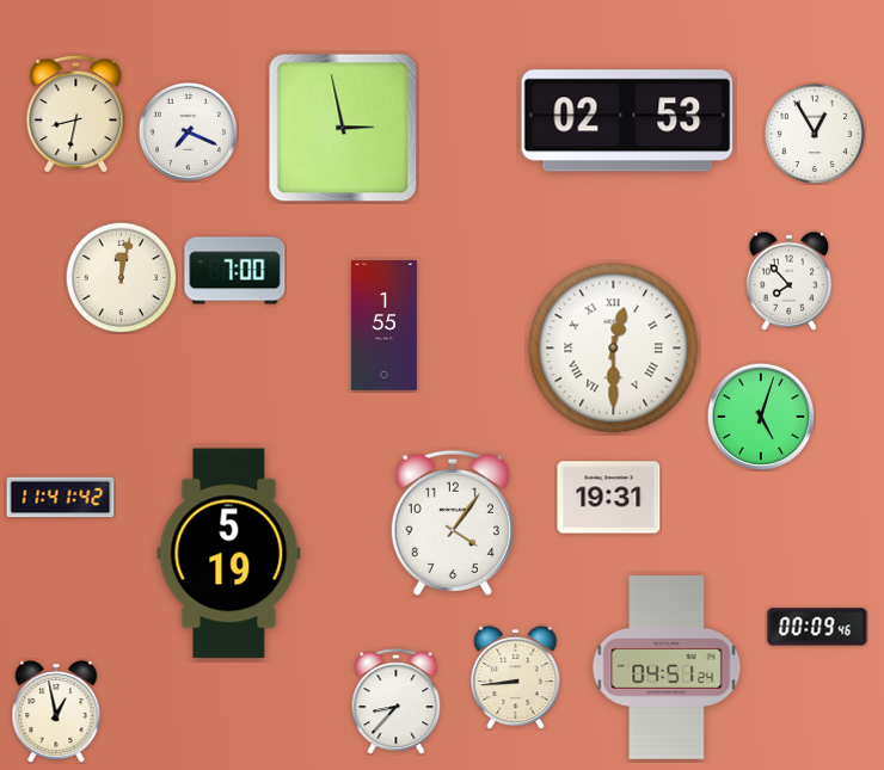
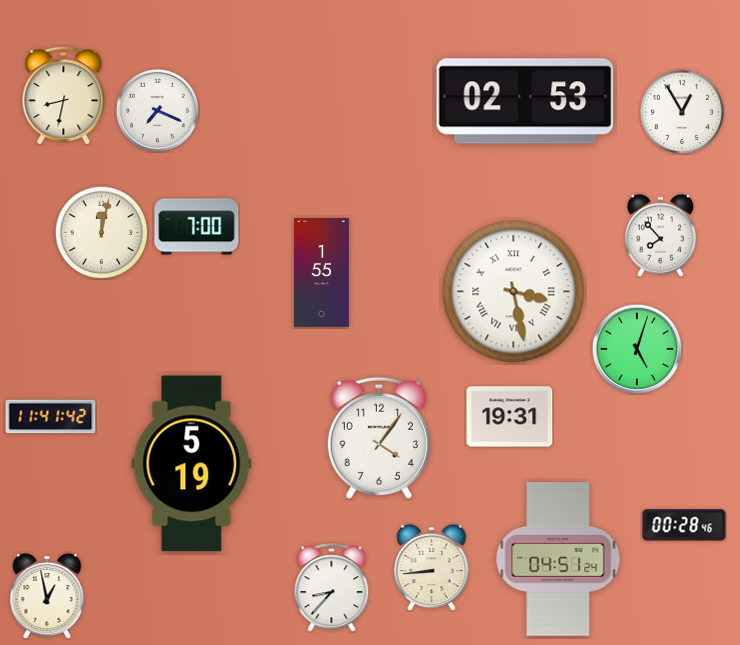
clock at (343, 128): 2:58 -> none
clock at (614, 349): 12:30 -> 3:28
clock at (817, 627): 00:09 -> 00:28
